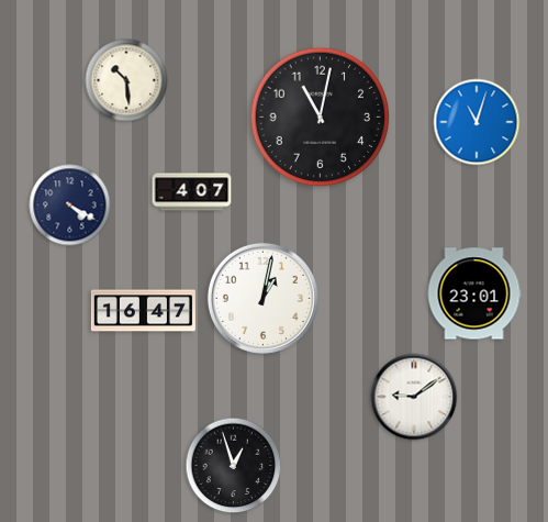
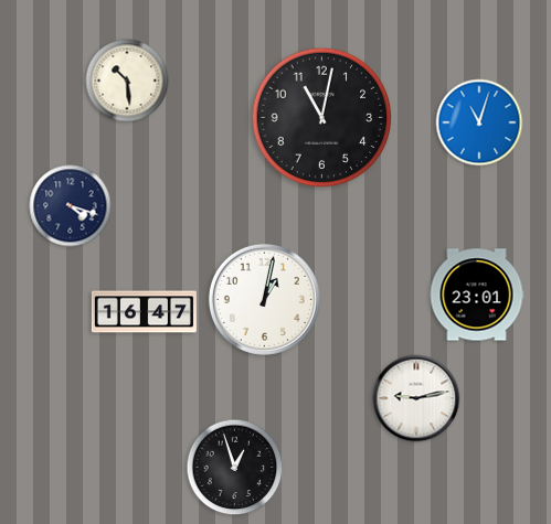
clock at (192, 192): 4:07 -> none
clock at (70, 206): 4:20 -> 4:18
clock at (414, 397): 9:09 -> 9:13
